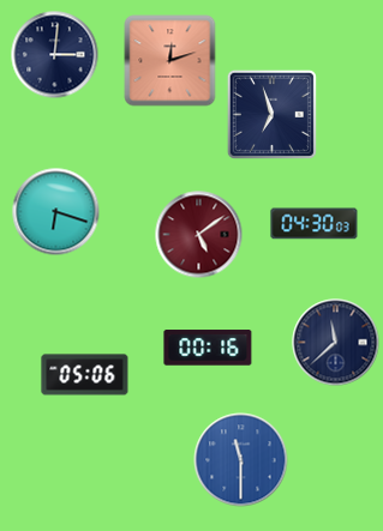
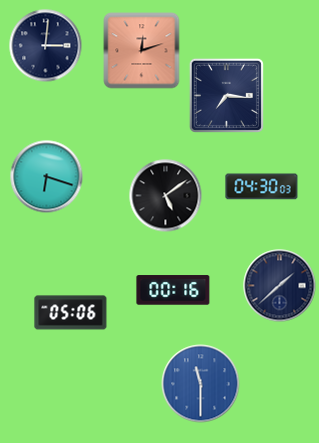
clock at (271, 114): 6:57 -> 7:16
clock at (199, 235) dial: burgundy -> black
clock at (336, 343): 11:38 -> 1:38
